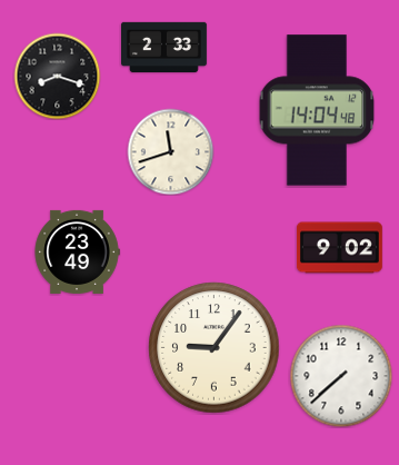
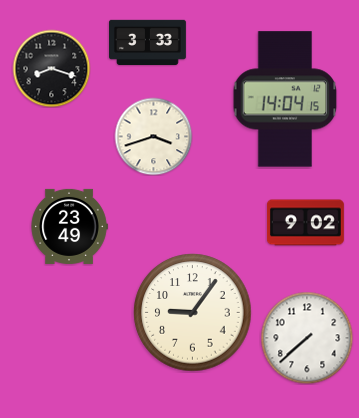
clock at (164, 47): 2:33 -> 3:33
clock at (317, 110): 14:04:48 -> 14:04:15
clock at (170, 151): 11:42 -> 3:42
